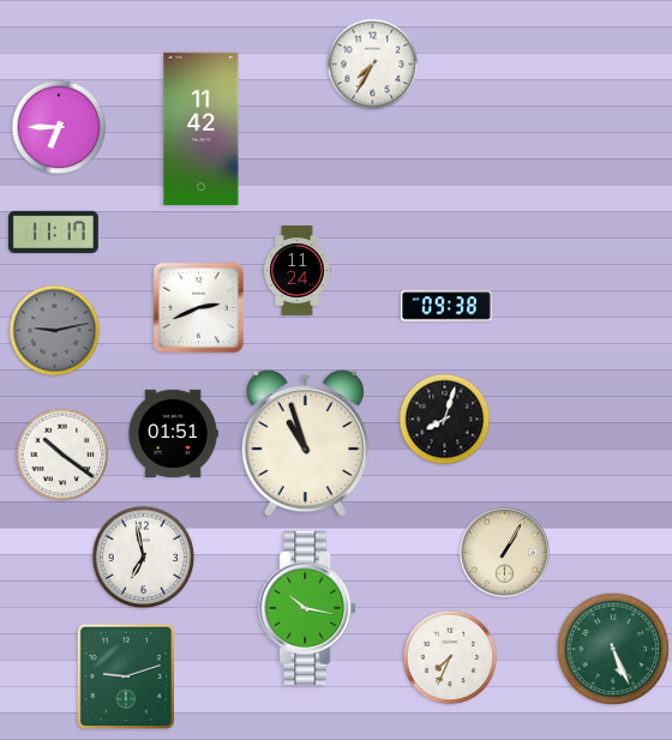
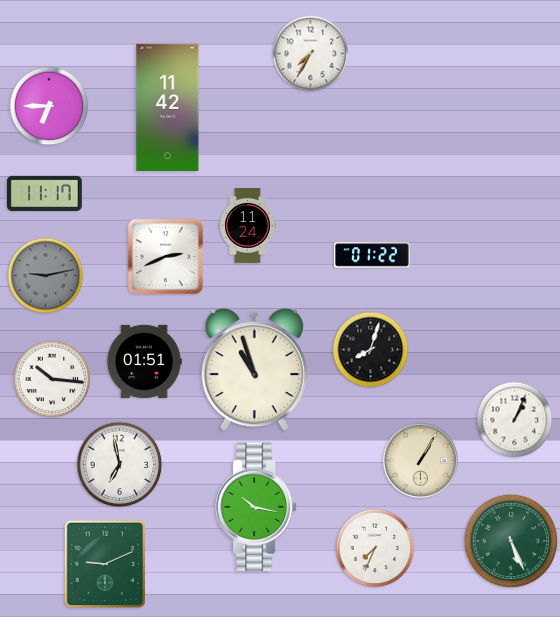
clock at (448, 306): 09:38 -> 01:22
clock at (62, 455): 10:21 -> 10:16
clock at (515, 420): none -> 1:04
clock at (125, 675): 9:12 -> 9:11
